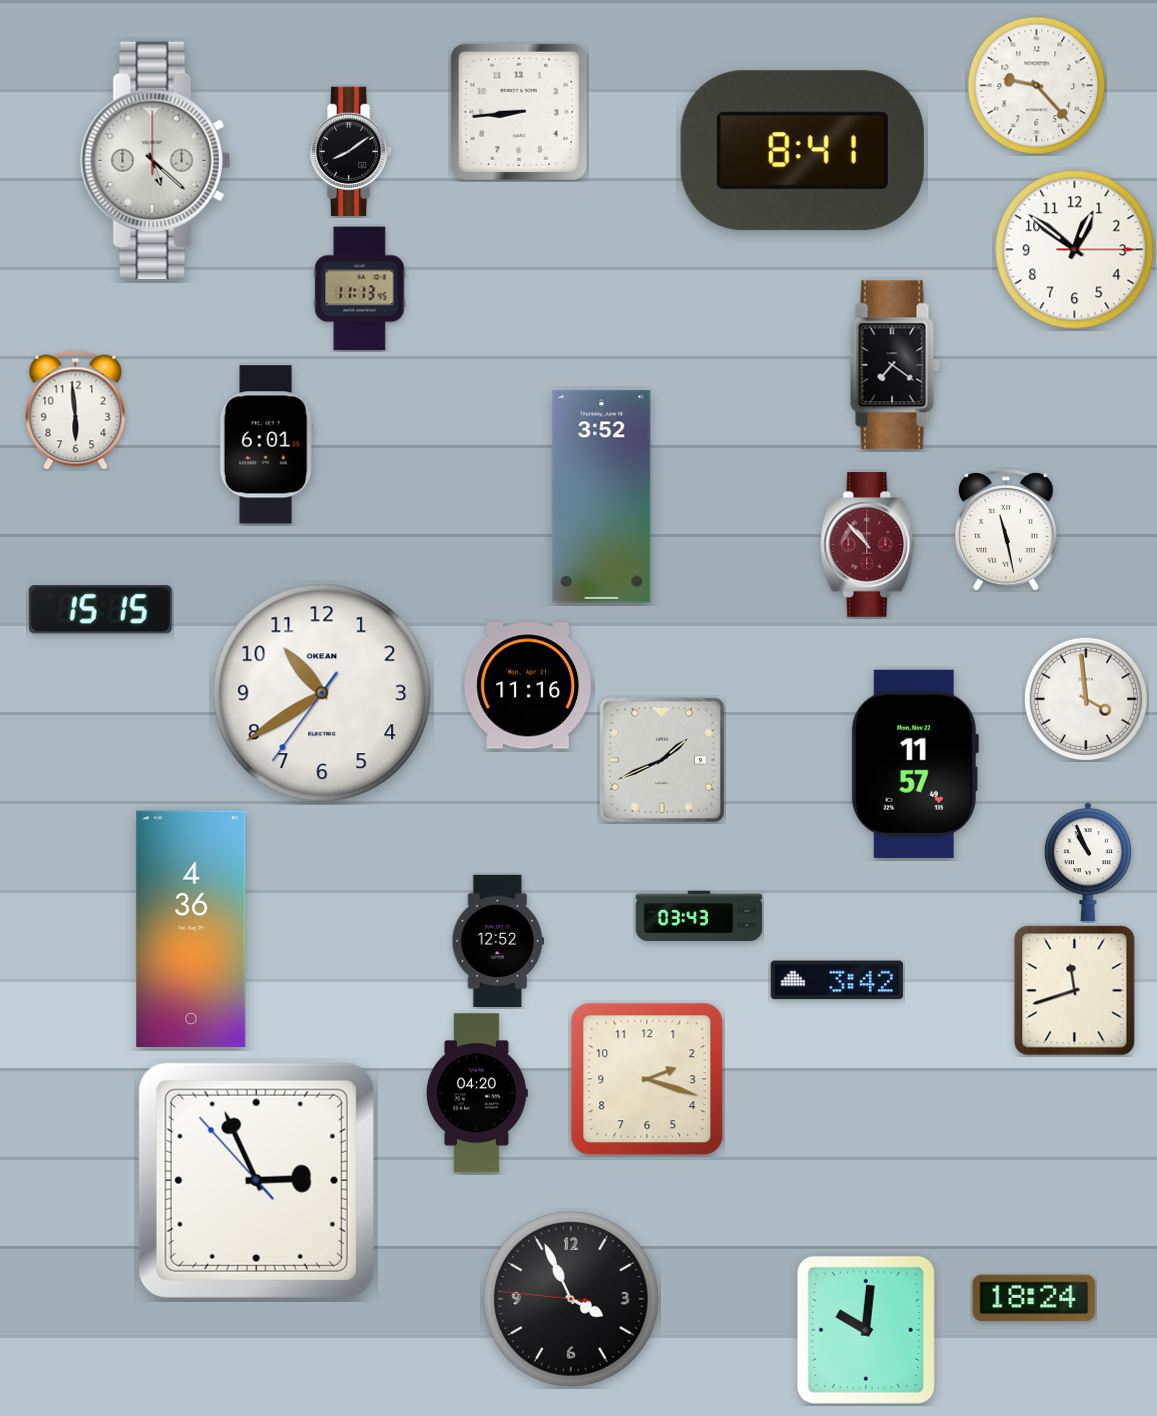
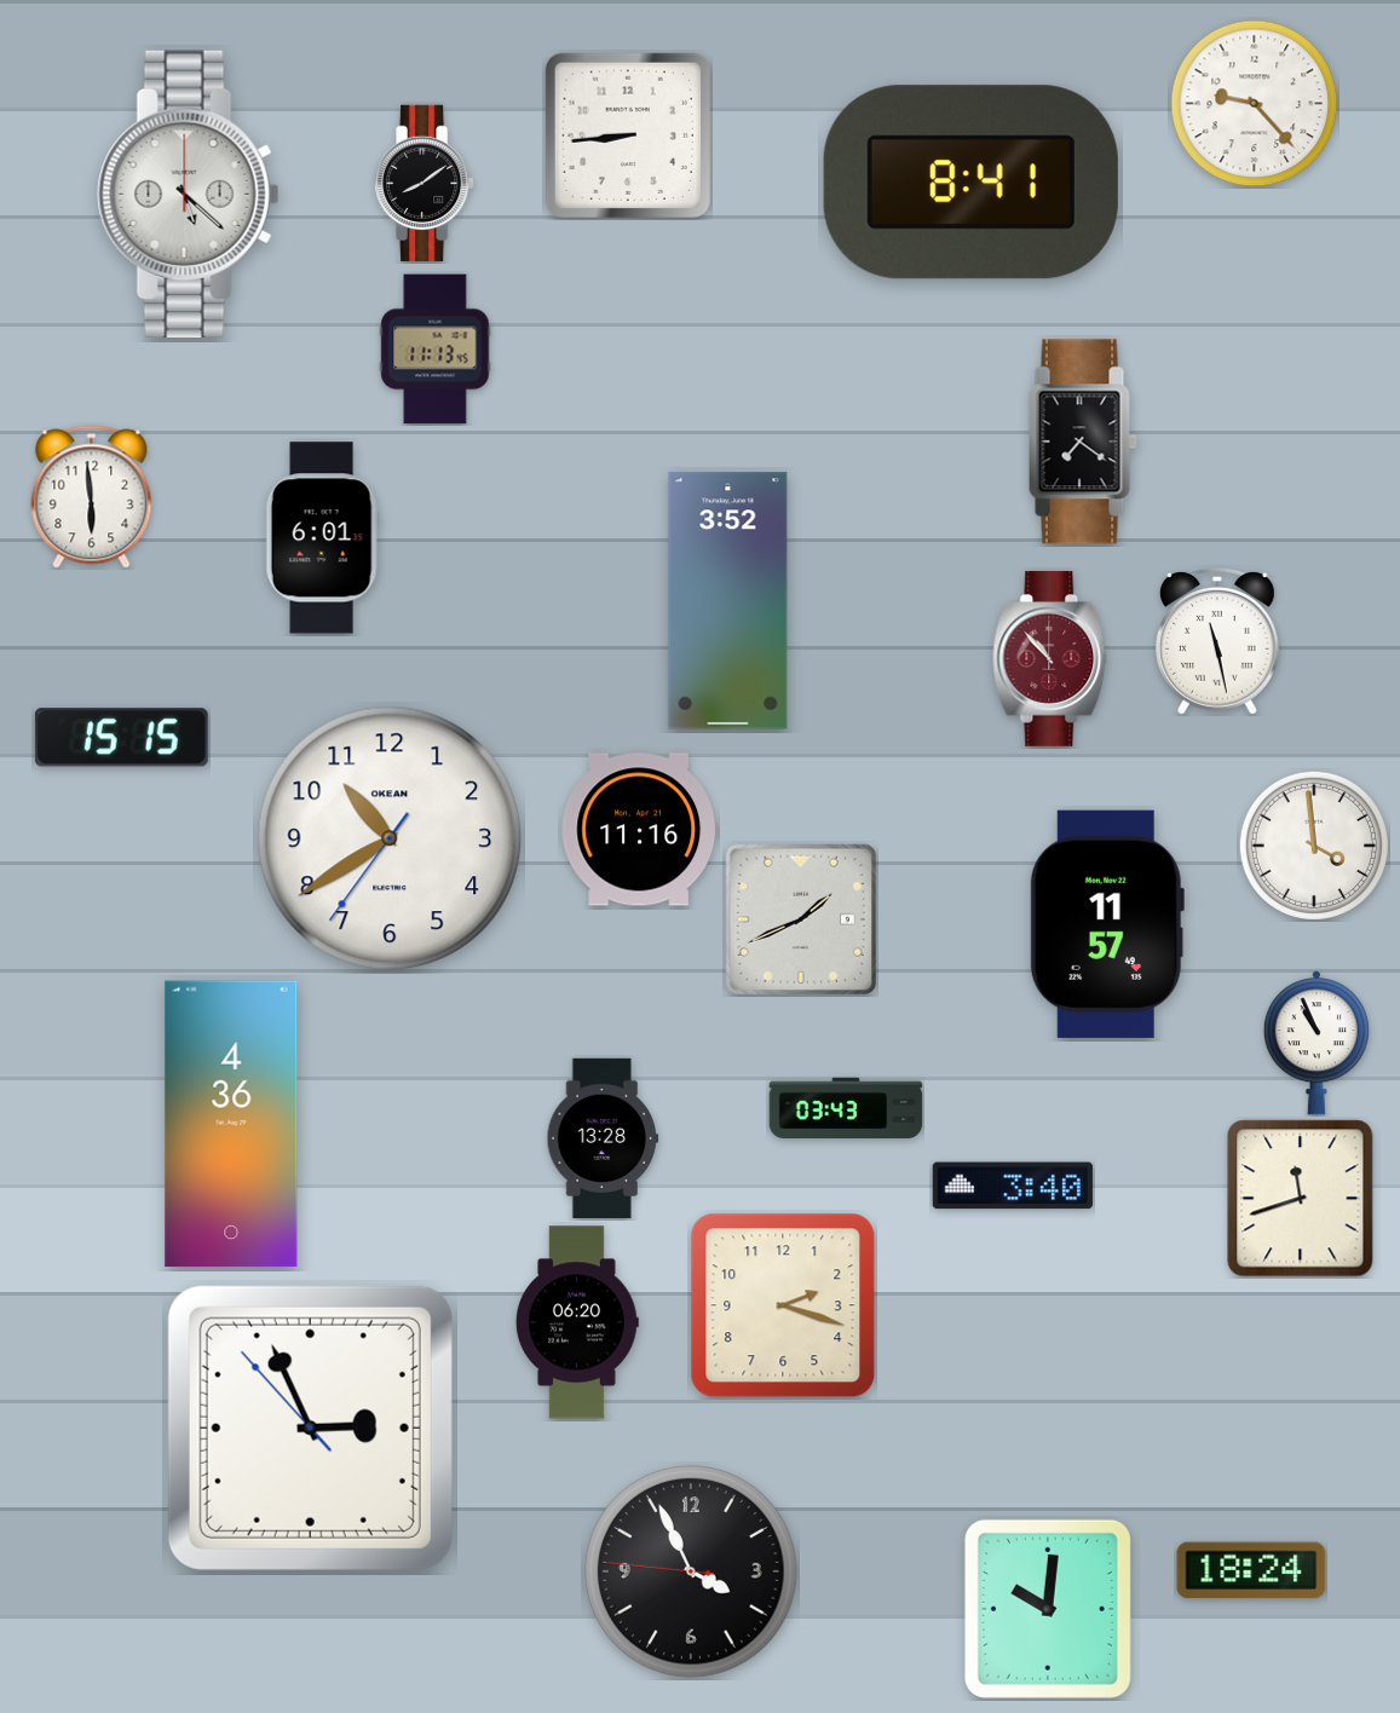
clock at (1075, 250): 12:51 -> none
clock at (497, 940): 12:52 -> 13:28
clock at (837, 980): 3:42 -> 3:40
clock at (477, 1093): 04:20 -> 06:20
